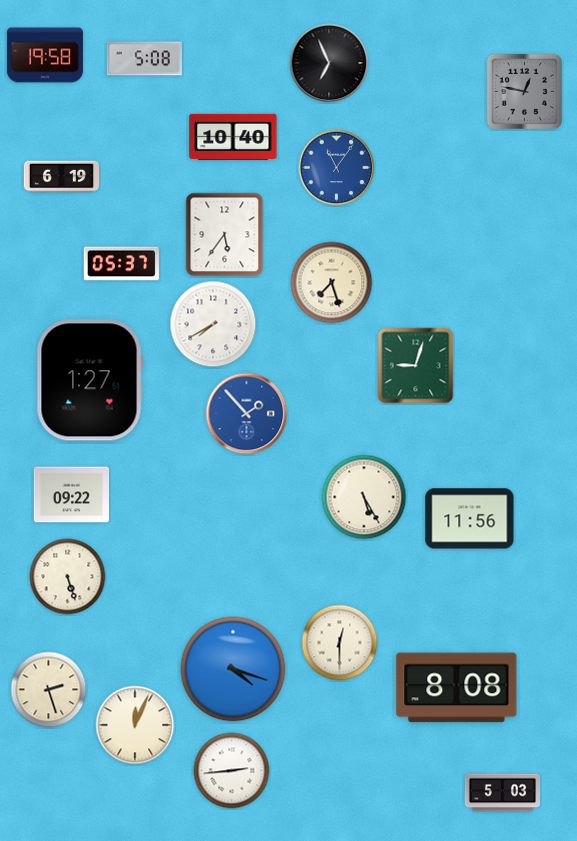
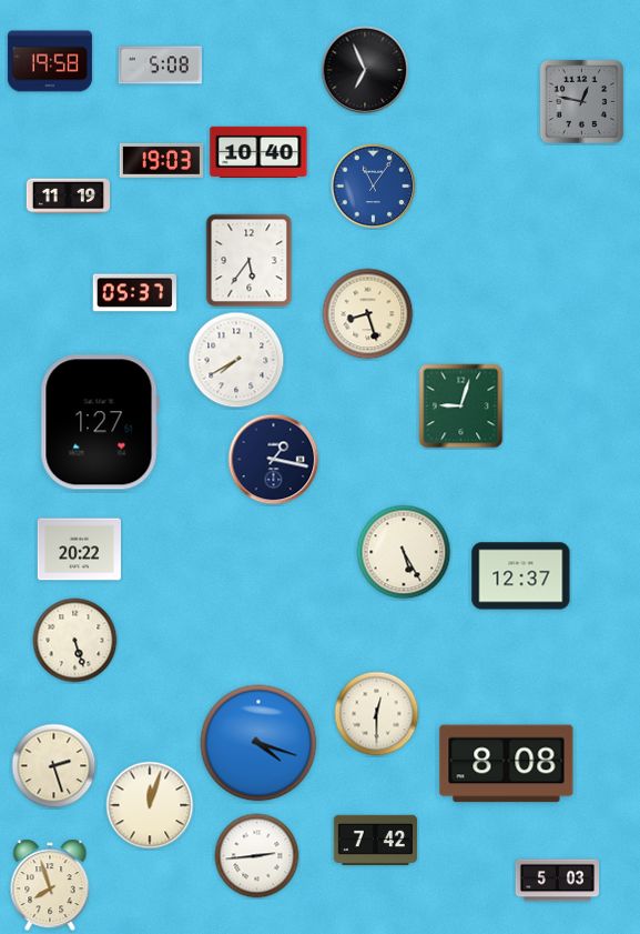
clock at (161, 160): none -> 19:03
clock at (61, 177): 6:19 -> 11:19
clock at (332, 283): 7:27 -> 8:27
clock at (247, 414): 1:53 -> 1:17
clock at (247, 414) dial: blue -> navy
clock at (71, 495): 09:22 -> 20:22
clock at (470, 519): 11:56 -> 12:37
clock at (135, 725): 12:04 -> 12:03
clock at (375, 840): none -> 7:42
clock at (50, 885): none -> 7:57
